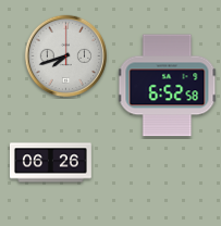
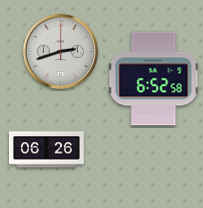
clock at (66, 56): 7:42 -> 2:42
